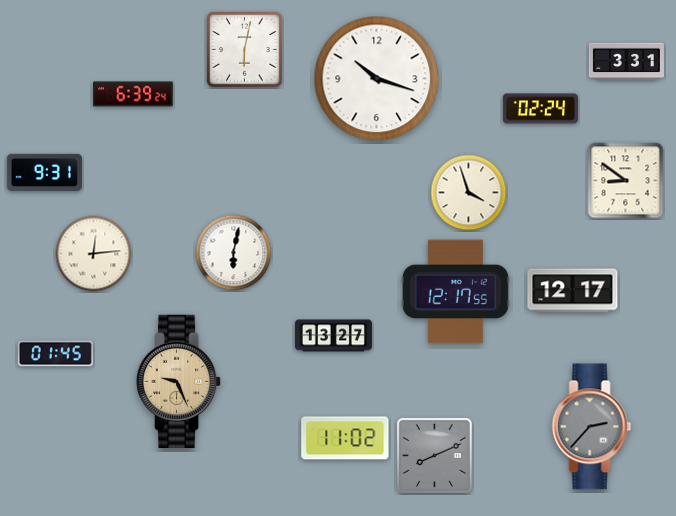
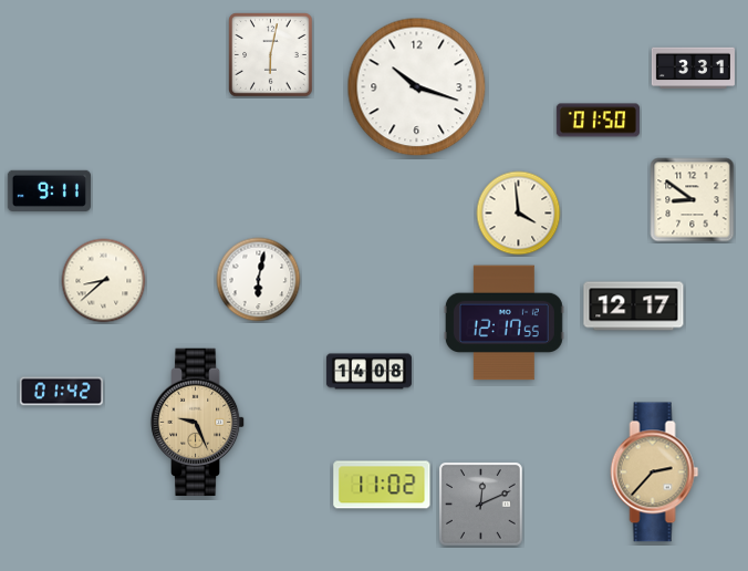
clock at (133, 94): 6:39 -> none
clock at (540, 109): 02:24 -> 01:50
clock at (44, 172): 9:31 -> 9:11
clock at (469, 193): 3:57 -> 3:59
clock at (94, 254): 12:14 -> 8:38
clock at (573, 291) position: (573, 291) -> (634, 307)
clock at (333, 336): 13:27 -> 14:08
clock at (55, 354): 01:45 -> 01:42
clock at (592, 427) dial: grey -> champagne
clock at (434, 455): 8:11 -> 12:11
